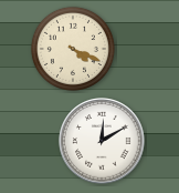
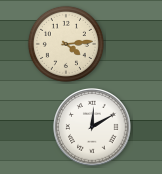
clock at (73, 49): 4:19 -> 4:14
